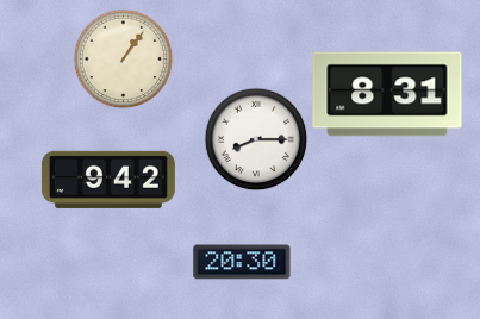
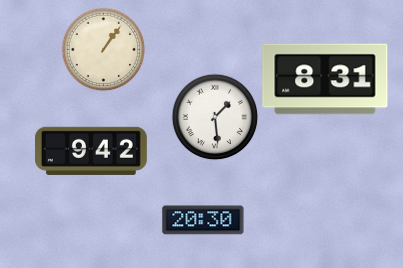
clock at (256, 139): 8:15 -> 1:29
